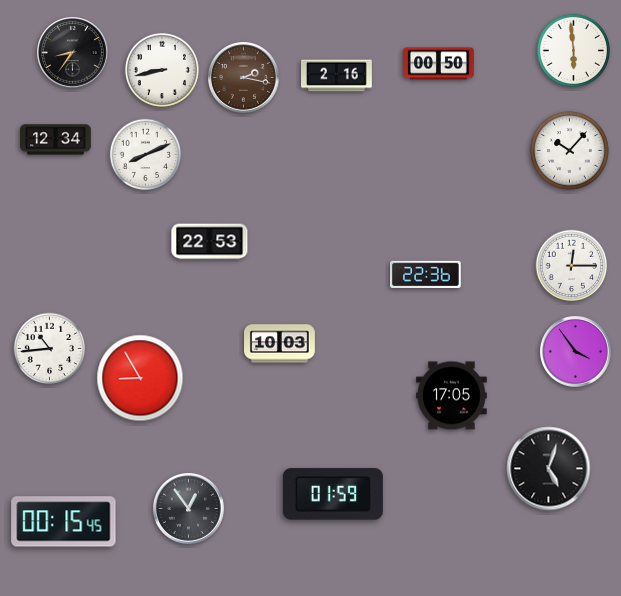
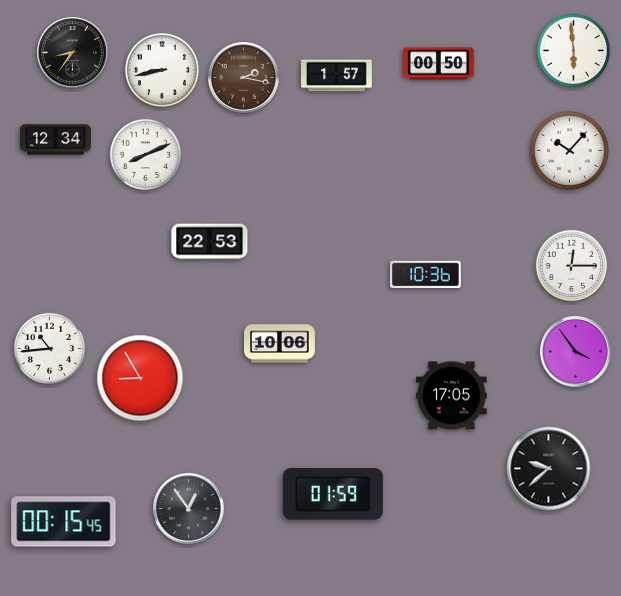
clock at (337, 76): 2:16 -> 1:57
clock at (426, 274): 22:36 -> 10:36
clock at (280, 344): 10:03 -> 10:06
clock at (549, 469): 5:03 -> 9:38
